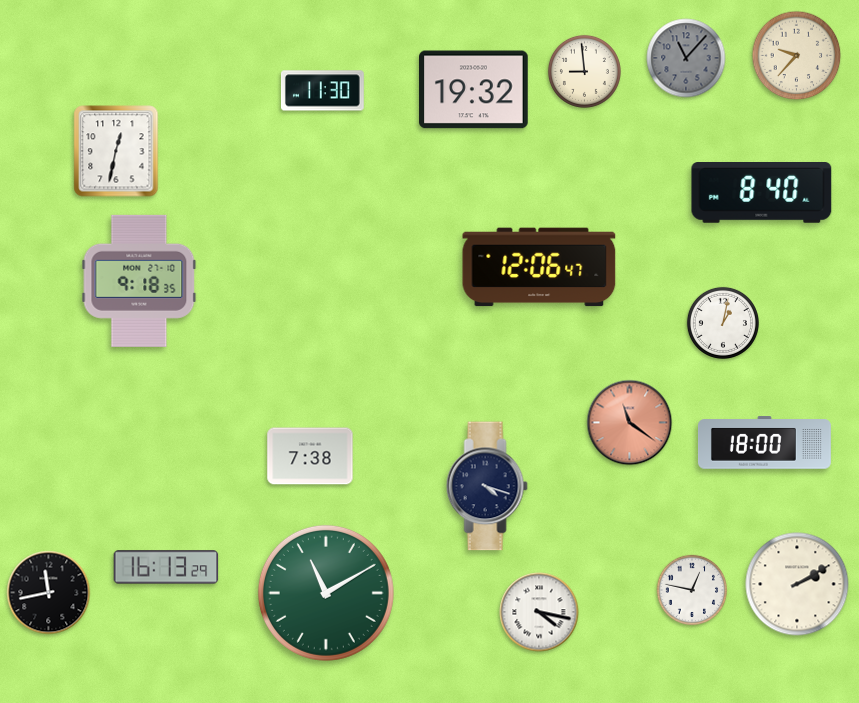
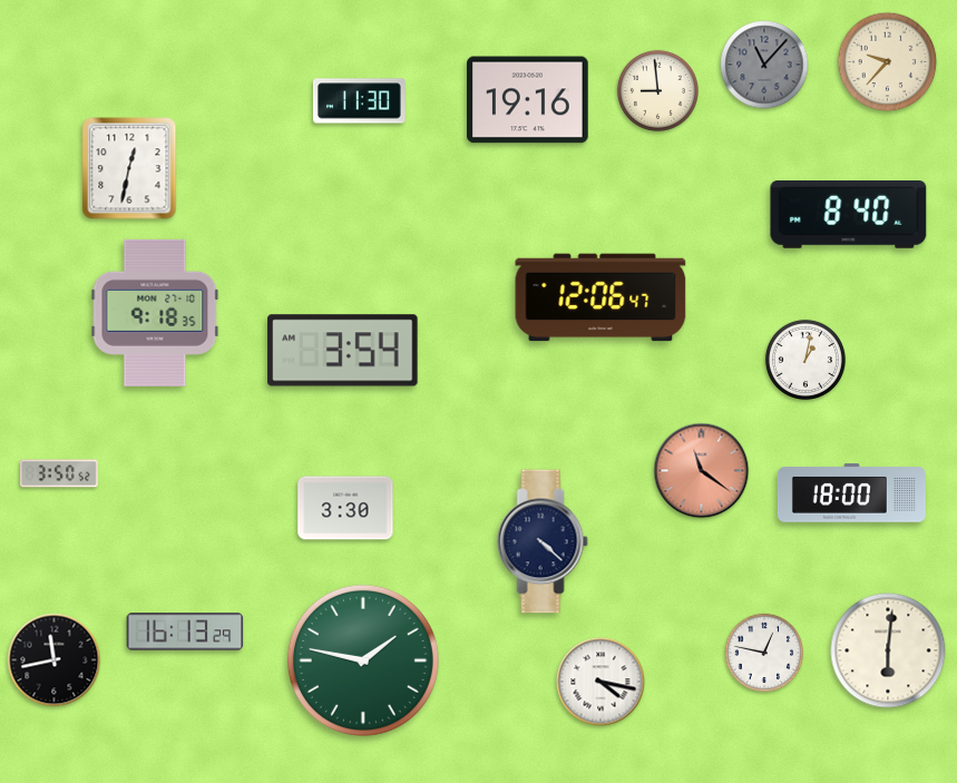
clock at (584, 71) position: (584, 71) -> (657, 90)
clock at (474, 90): 19:32 -> 19:16
clock at (343, 351): none -> 3:54
clock at (59, 473): none -> 3:50
clock at (310, 456): 7:38 -> 3:30
clock at (487, 486): 4:18 -> 4:22
clock at (797, 584): 2:10 -> 6:01
clock at (692, 590) position: (692, 590) -> (764, 653)
clock at (326, 593): 11:10 -> 1:47
